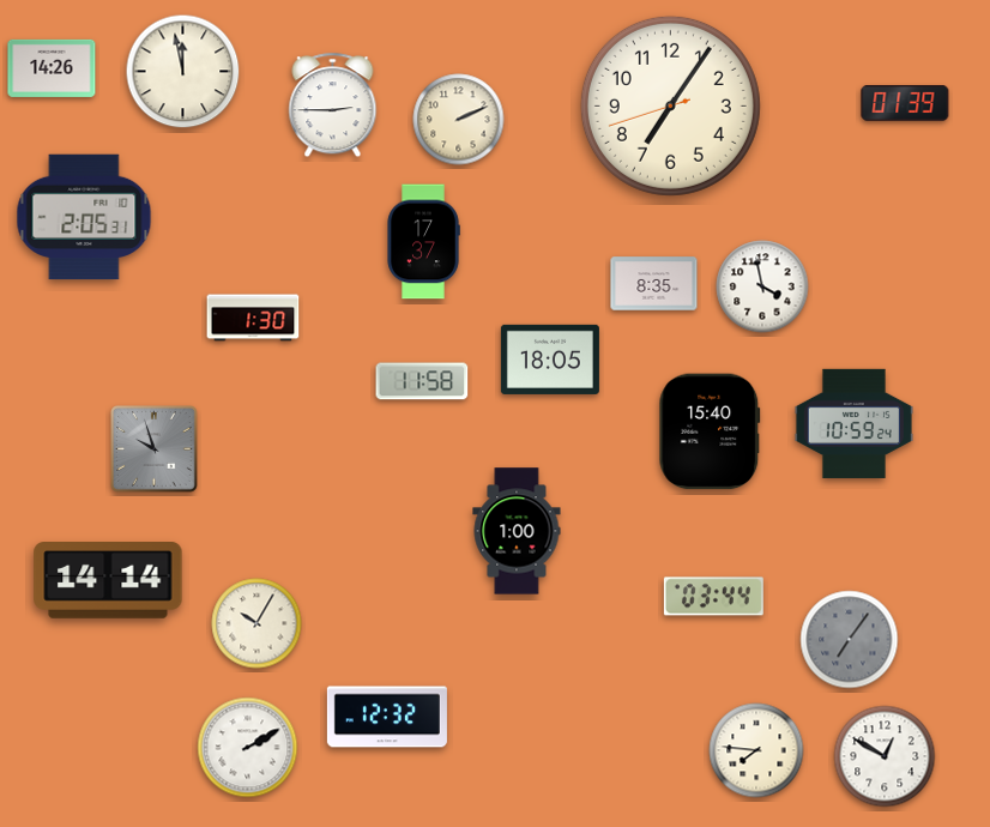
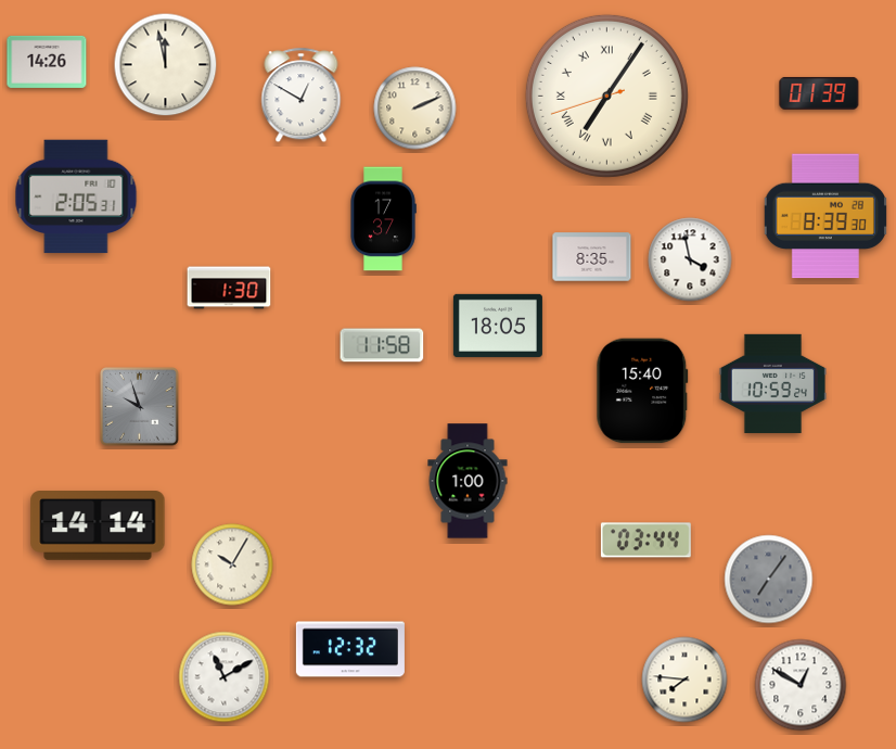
clock at (333, 105): 2:45 -> 12:50
clock at (670, 105) numerals: Arabic -> Roman
clock at (825, 216): none -> 8:39
clock at (248, 748): 2:10 -> 11:10
